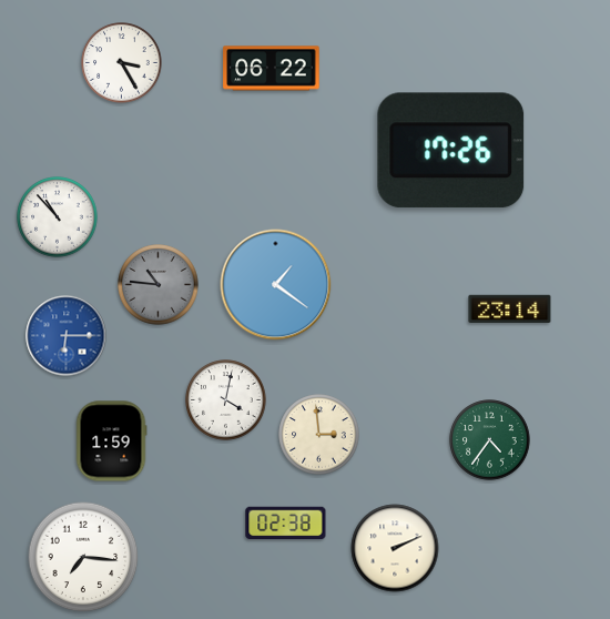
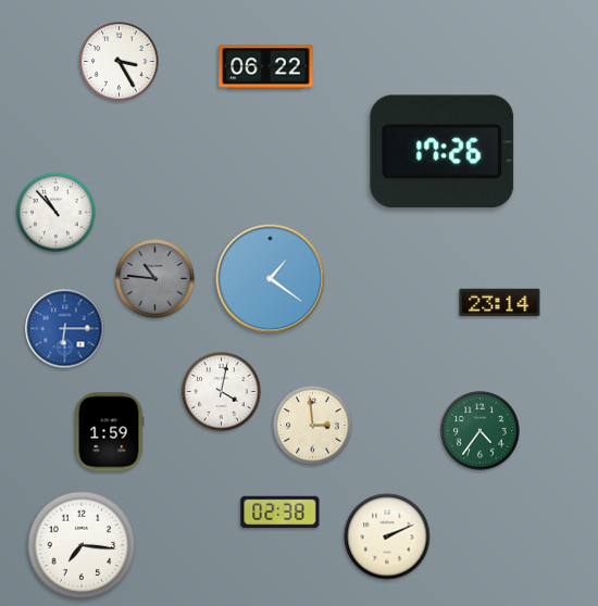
clock at (451, 151) position: (451, 151) -> (443, 152)
